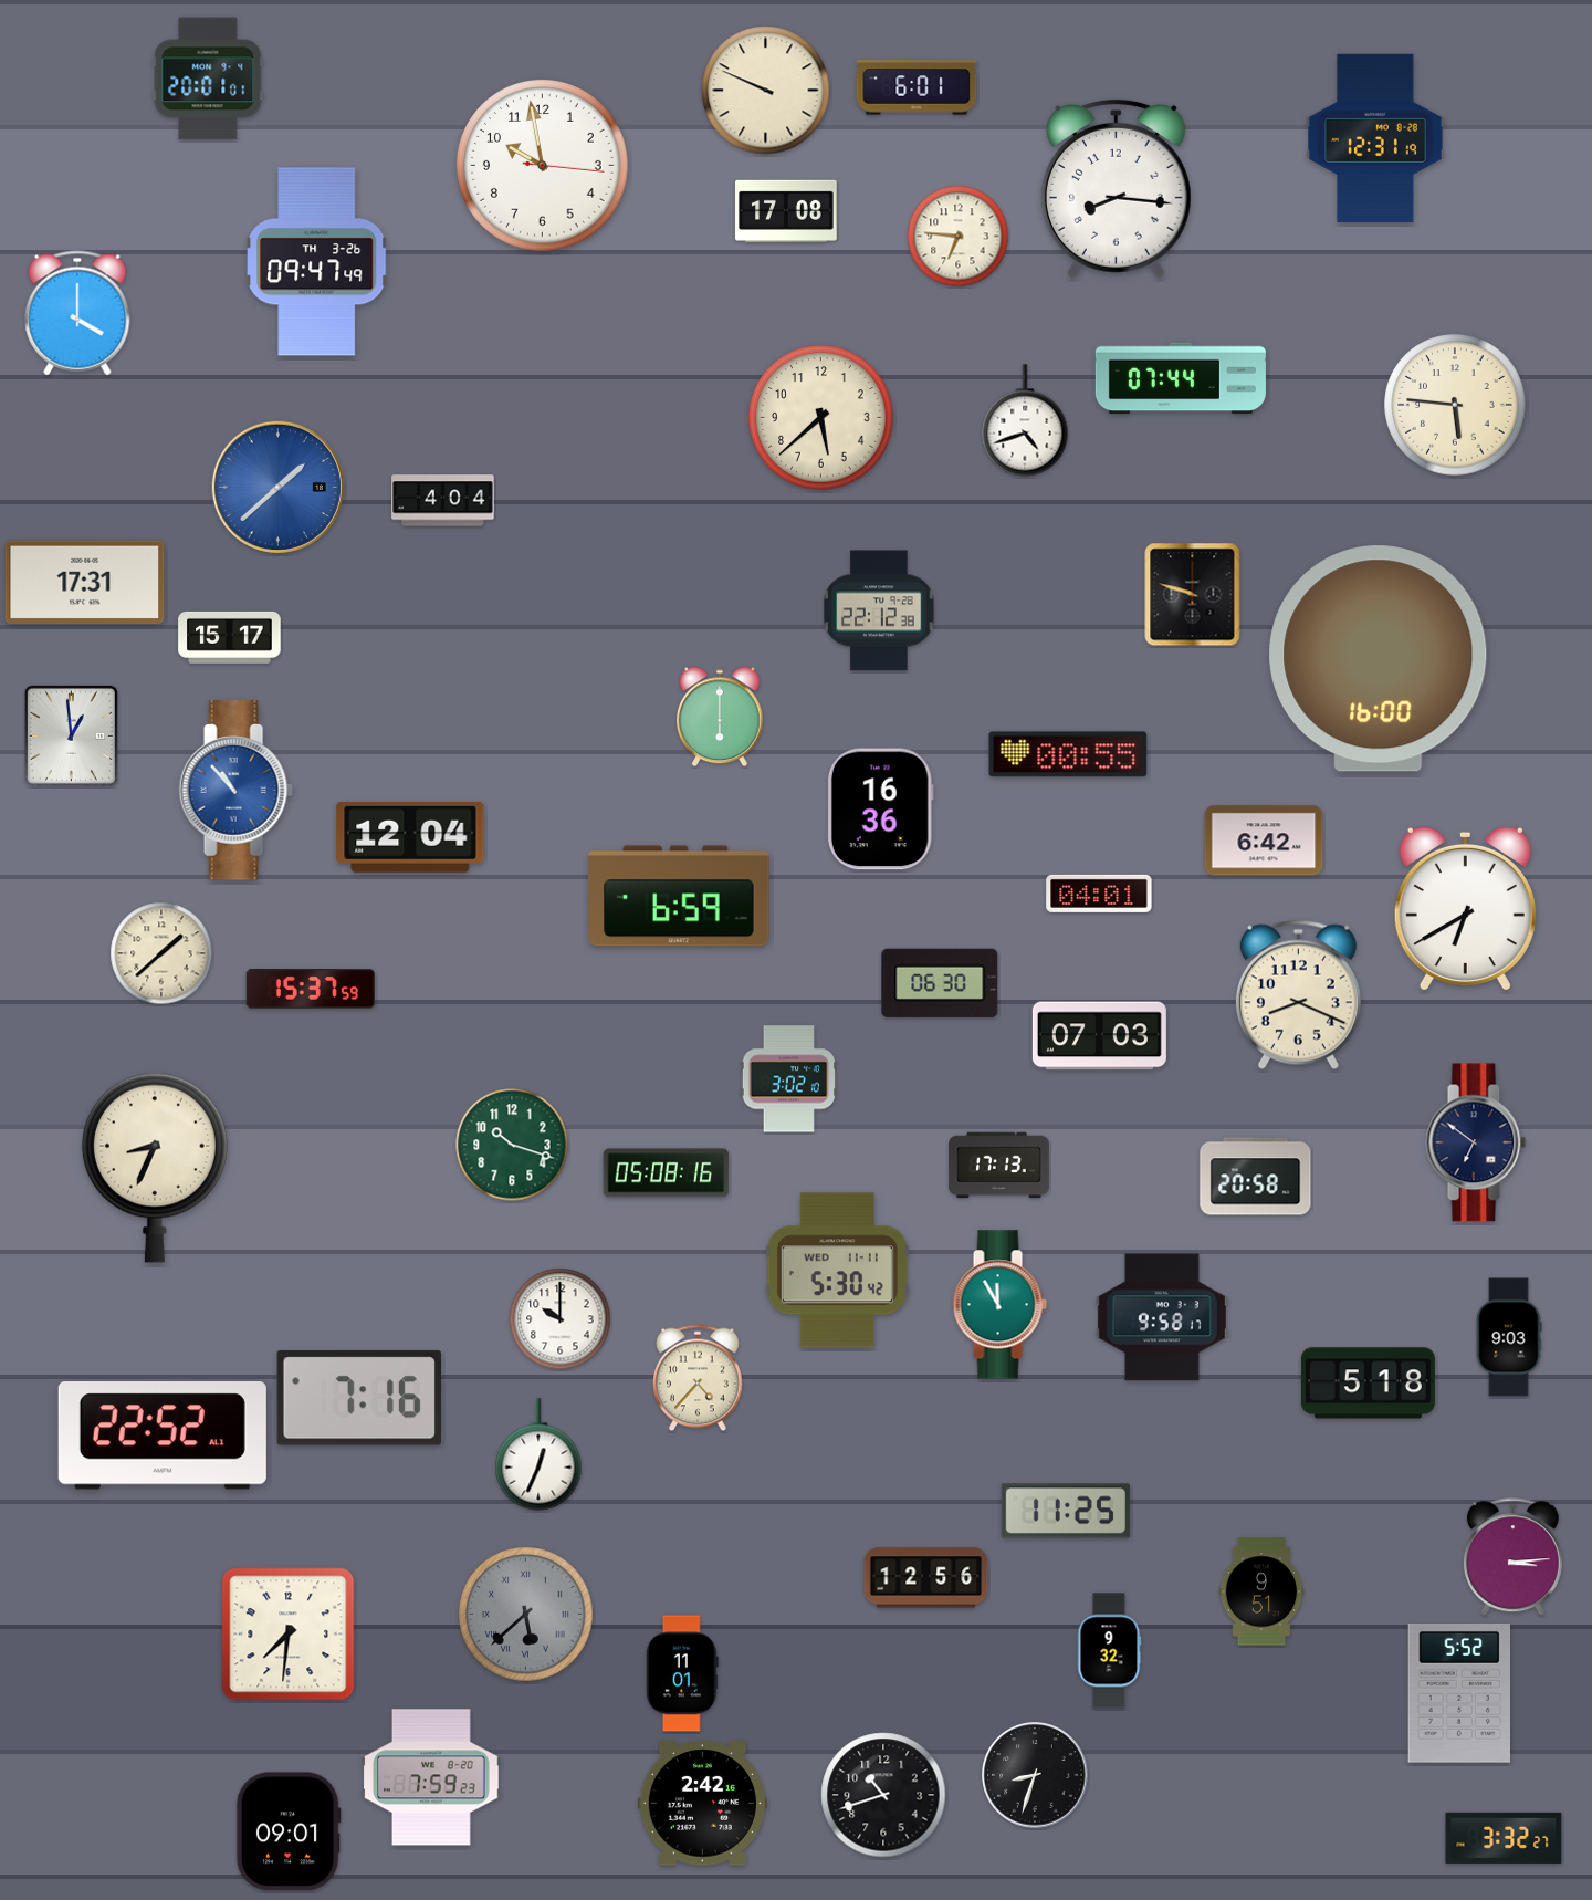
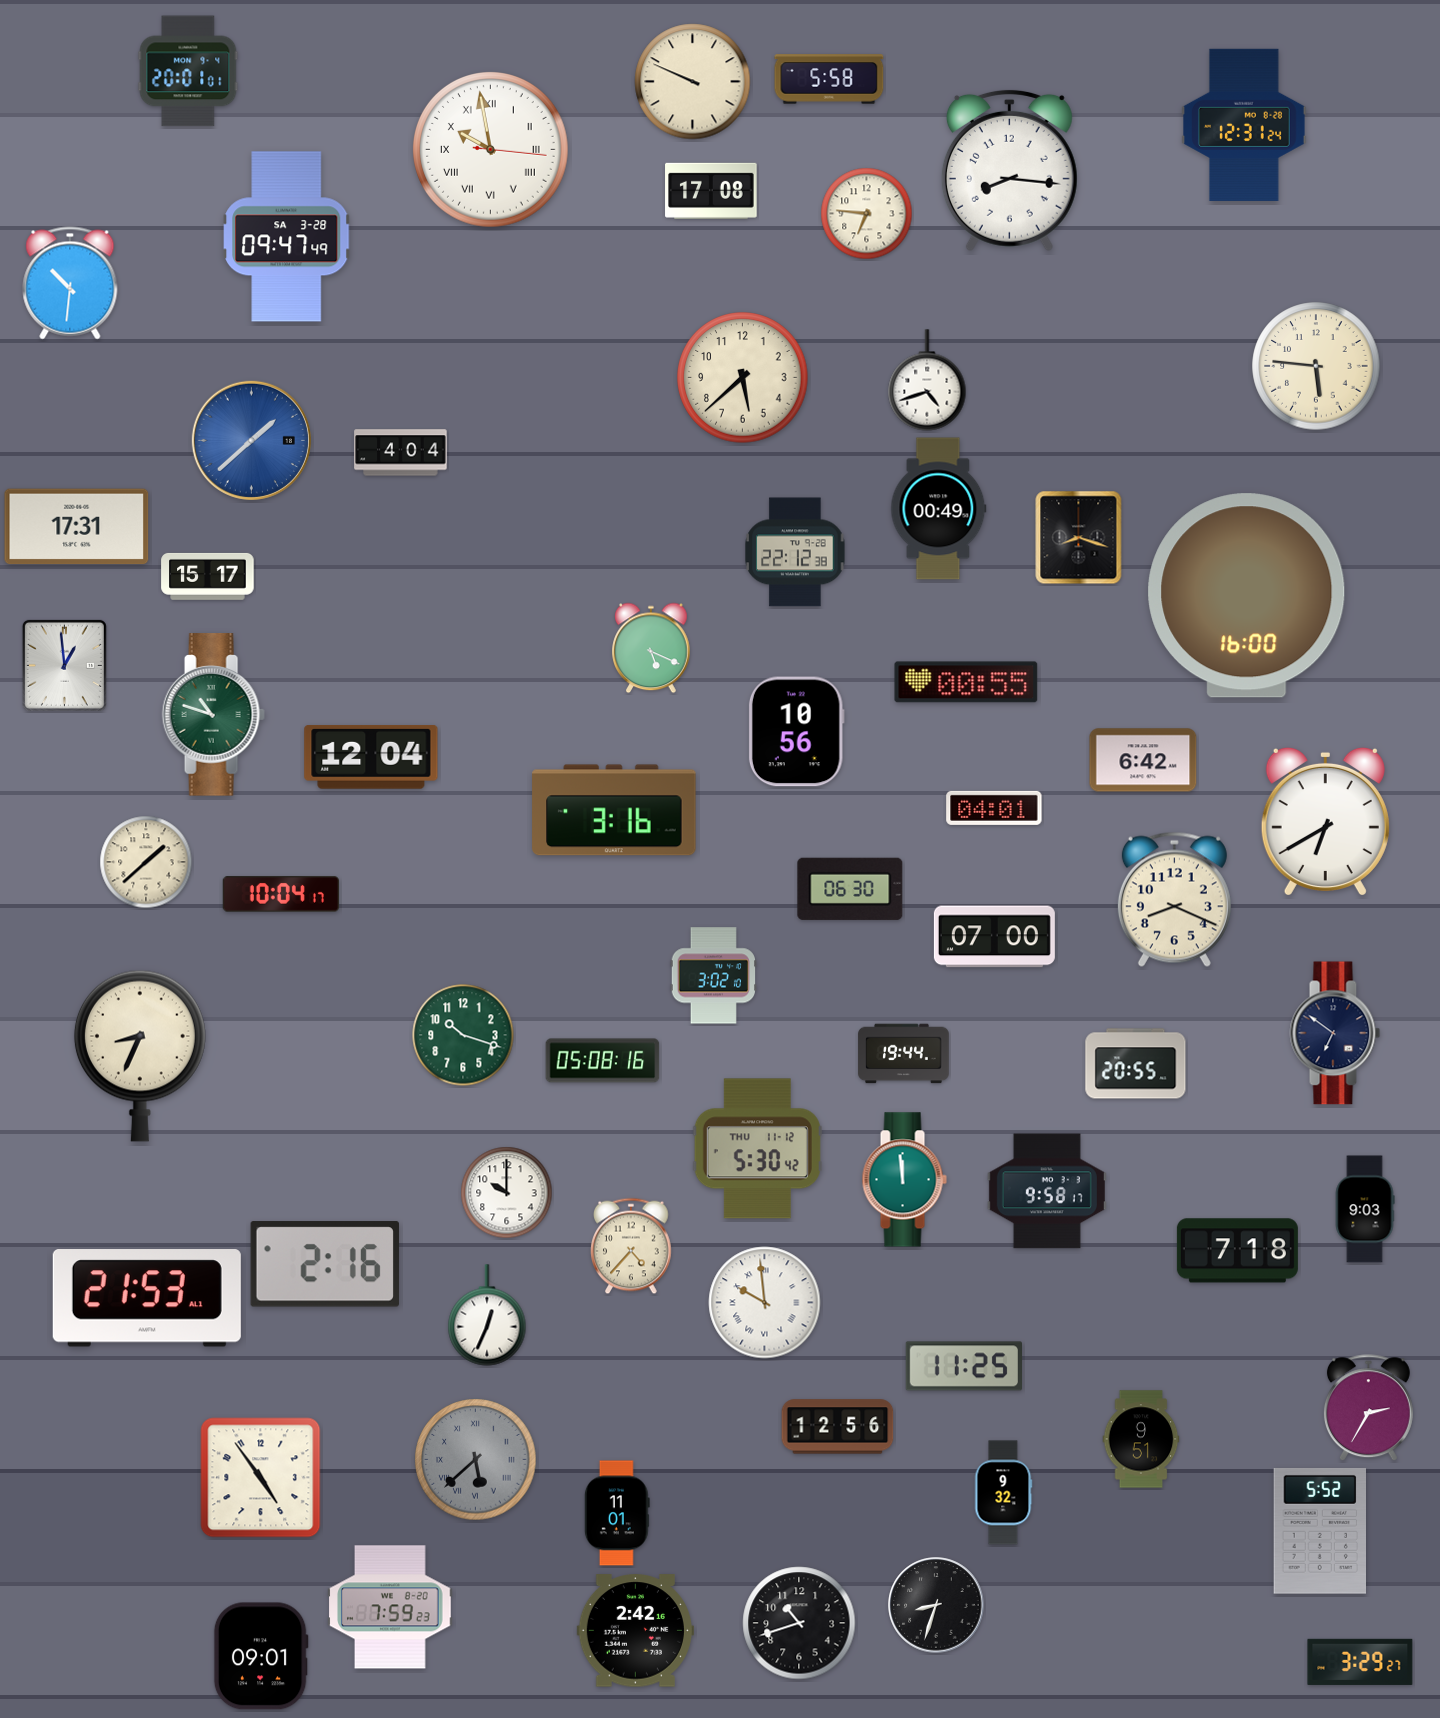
clock at (917, 87): 6:01 -> 5:58
clock at (1376, 138): 12:31:19 -> 12:31:24
clock at (543, 166) numerals: Arabic -> Roman
clock at (317, 262) date: TH 3-26 -> SA 3-28
clock at (77, 313): 4:00 -> 10:31
clock at (1181, 378): 07:44 -> none
clock at (939, 509): none -> 00:49
clock at (1193, 595): 9:48 -> 8:18
clock at (720, 717): 6:00 -> 5:19
clock at (235, 791): 10:53 -> 10:48
clock at (235, 791) dial: blue -> green
clock at (880, 810): 16:36 -> 10:56
clock at (679, 896): 6:59 -> 3:16
clock at (310, 989): 15:37 -> 10:04
clock at (1099, 1036): 07:03 -> 07:00
clock at (999, 1166): 17:13 -> 19:44
clock at (1256, 1177): 20:58 -> 20:55
clock at (837, 1271) date: WED 11-11 -> THU 11-12
clock at (999, 1305): 11:55 -> 11:59
clock at (1162, 1317) position: (1162, 1317) -> (1047, 1191)
clock at (1368, 1384): 5:18 -> 7:18
clock at (359, 1398): 7:16 -> 2:16
clock at (163, 1436): 22:52 -> 21:53
clock at (765, 1303): none -> 9:59
clock at (1512, 1557): 3:14 -> 2:35
clock at (289, 1635): 7:31 -> 4:54
clock at (1504, 1838): 3:32 -> 3:29
